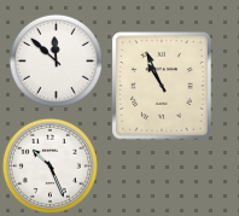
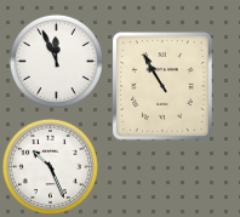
clock at (56, 60): 11:52 -> 11:56
clock at (162, 86): 10:56 -> 10:55
